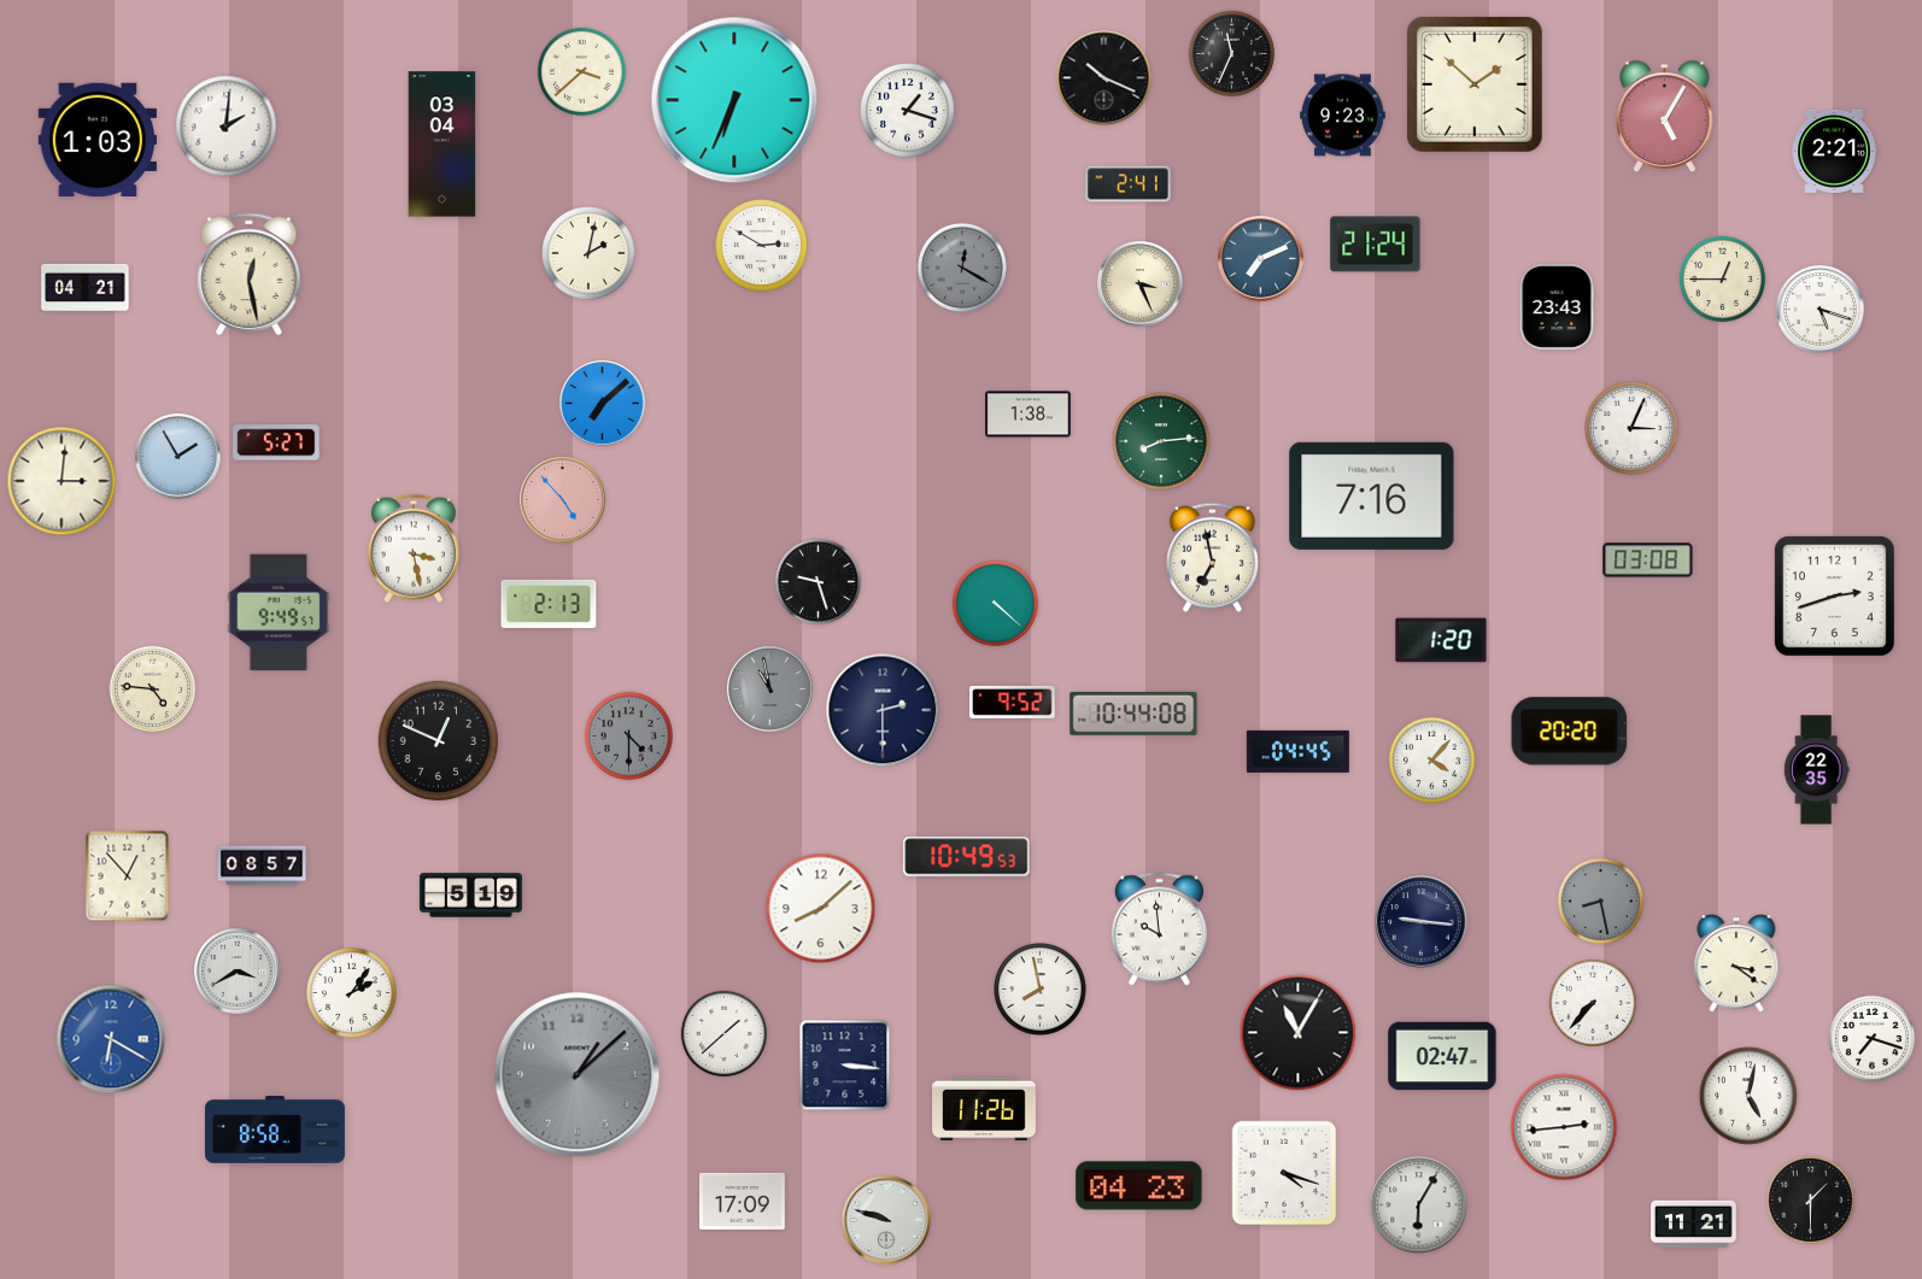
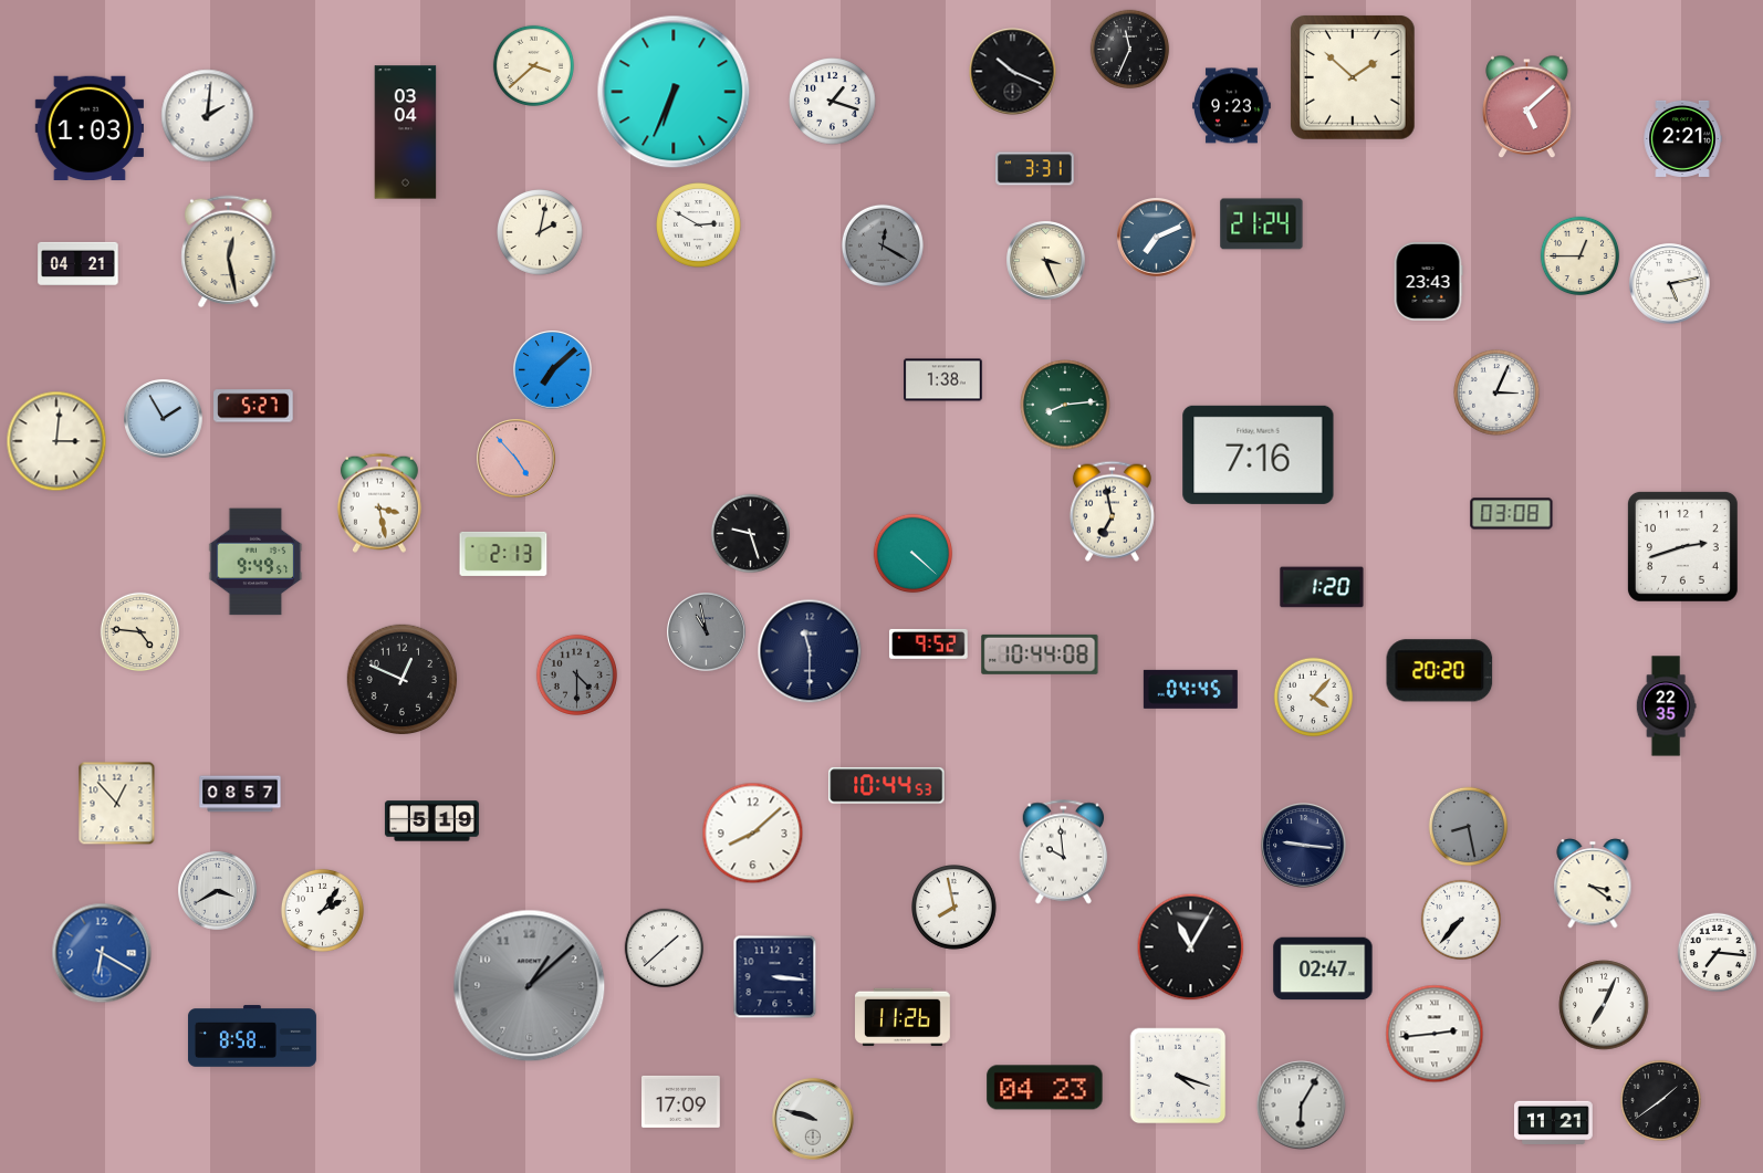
clock at (1665, 117): 5:05 -> 5:08
clock at (1129, 184): 2:41 -> 3:31
clock at (1821, 310): 5:18 -> 5:13
clock at (883, 710): 2:30 -> 11:30
clock at (967, 857): 10:49 -> 10:44
clock at (1873, 1039): 7:18 -> 7:16
clock at (1748, 1096): 5:02 -> 7:04
clock at (1810, 1199): 1:30 -> 1:39
